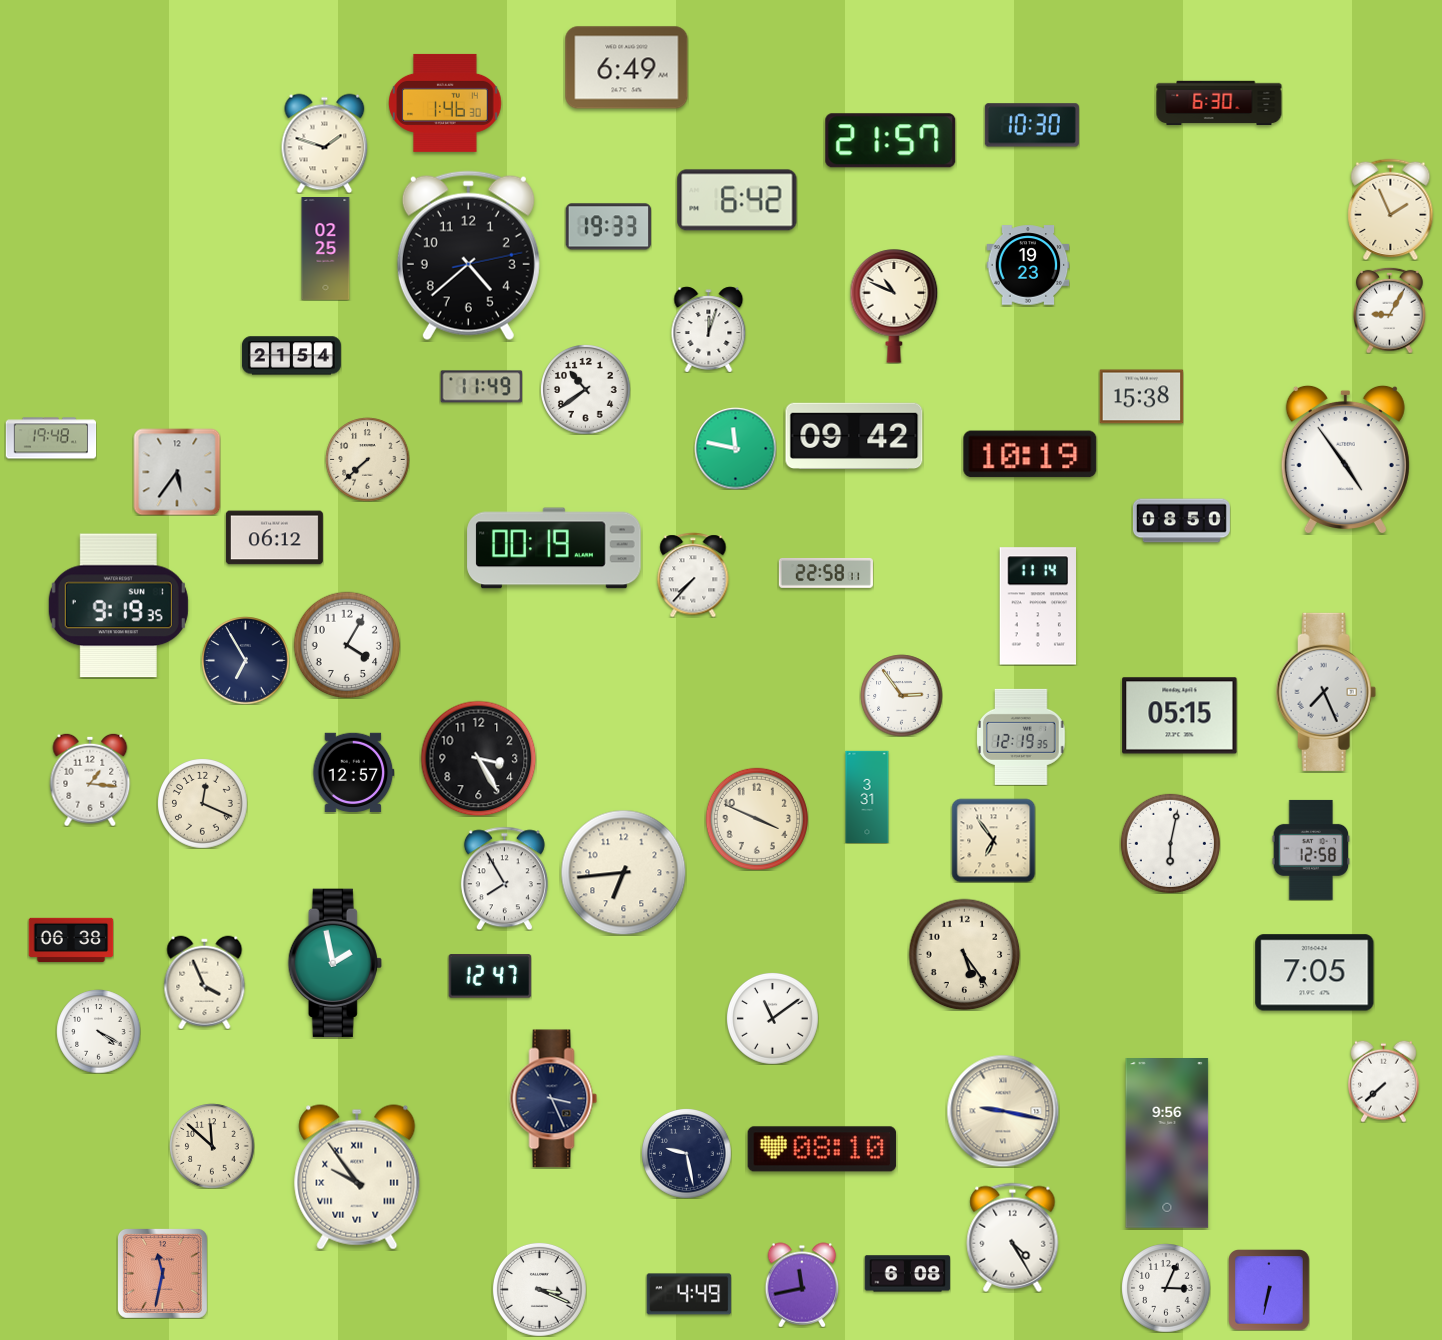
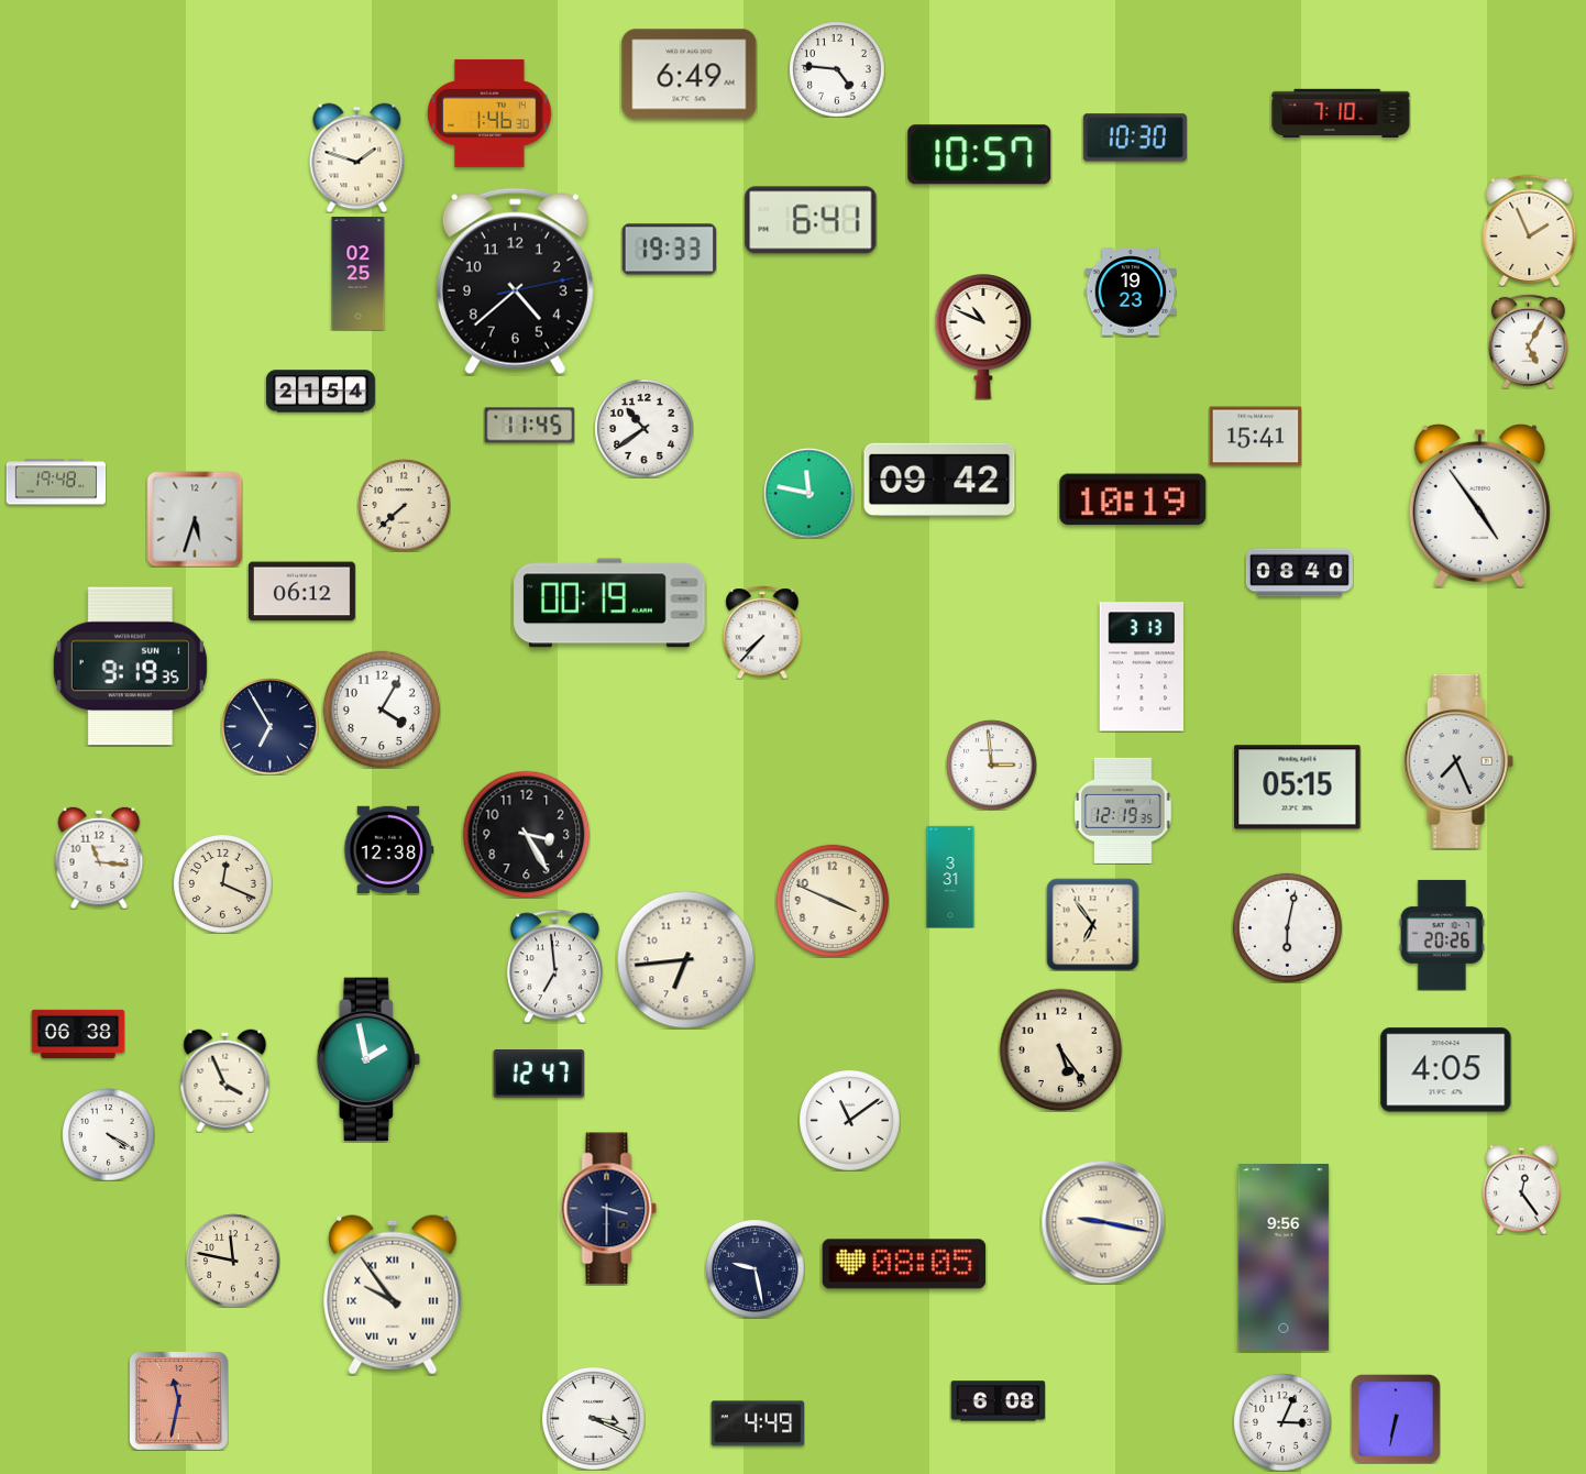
clock at (837, 69): none -> 4:46
clock at (1219, 103): 6:30 -> 7:10
clock at (891, 141): 21:57 -> 10:57
clock at (737, 200): 6:42 -> 6:41
clock at (1390, 310): 9:05 -> 5:05
clock at (709, 329): 12:03 -> none
clock at (481, 387): 11:49 -> 11:45
clock at (1141, 397): 15:38 -> 15:41
clock at (177, 472): 5:36 -> 5:33
clock at (1181, 521): 08:50 -> 08:40
clock at (826, 573): 22:58 -> none
clock at (1037, 606): 11:14 -> 3:13
clock at (901, 695): 2:54 -> 2:59
clock at (353, 773): 12:57 -> 12:38
clock at (90, 780): 1:16 -> 11:16
clock at (867, 796) position: (867, 796) -> (950, 876)
clock at (1311, 850): 12:58 -> 20:26
clock at (504, 878): 7:55 -> 6:59
clock at (1315, 973): 7:05 -> 4:05
clock at (1384, 1081): 7:38 -> 12:24
clock at (554, 1099): 3:26 -> 3:30
clock at (212, 1146): 11:52 -> 11:47
clock at (822, 1149): 08:10 -> 08:05
clock at (1013, 1237): 4:25 -> none
clock at (802, 1285): 11:43 -> none
clock at (1166, 1288) position: (1166, 1288) -> (1282, 1422)
